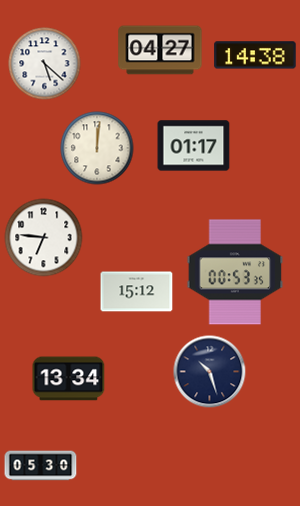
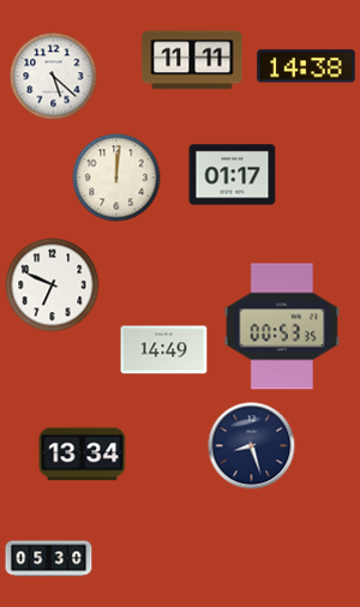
clock at (160, 50): 04:27 -> 11:11
clock at (44, 238): 6:46 -> 6:49
clock at (137, 292): 15:12 -> 14:49
clock at (210, 372): 10:27 -> 8:27
